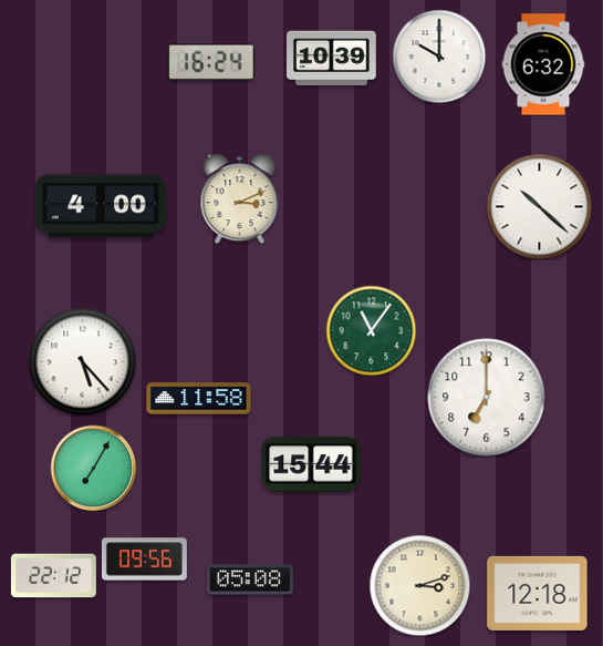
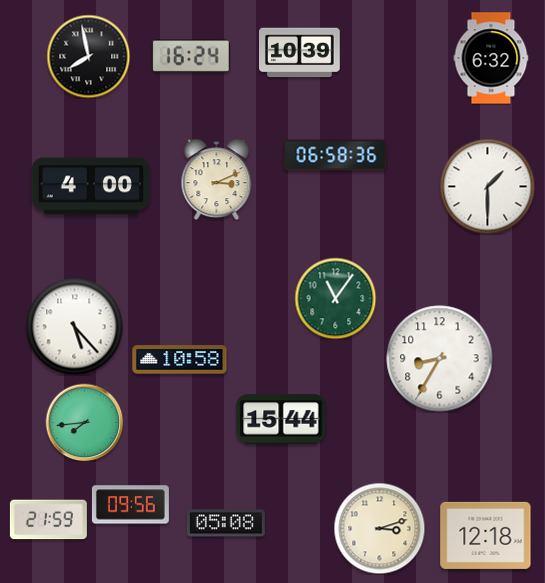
clock at (439, 57): 10:00 -> none
clock at (88, 56): none -> 7:58
clock at (335, 155): none -> 06:58
clock at (539, 206): 10:22 -> 1:30
clock at (487, 398): 7:00 -> 8:35
clock at (199, 399): 11:58 -> 10:58
clock at (93, 468): 7:05 -> 7:44
clock at (53, 576): 22:12 -> 21:59
